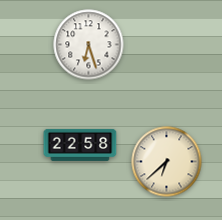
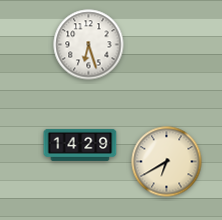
clock at (80, 145): 22:58 -> 14:29
clock at (167, 162): 6:38 -> 6:40
